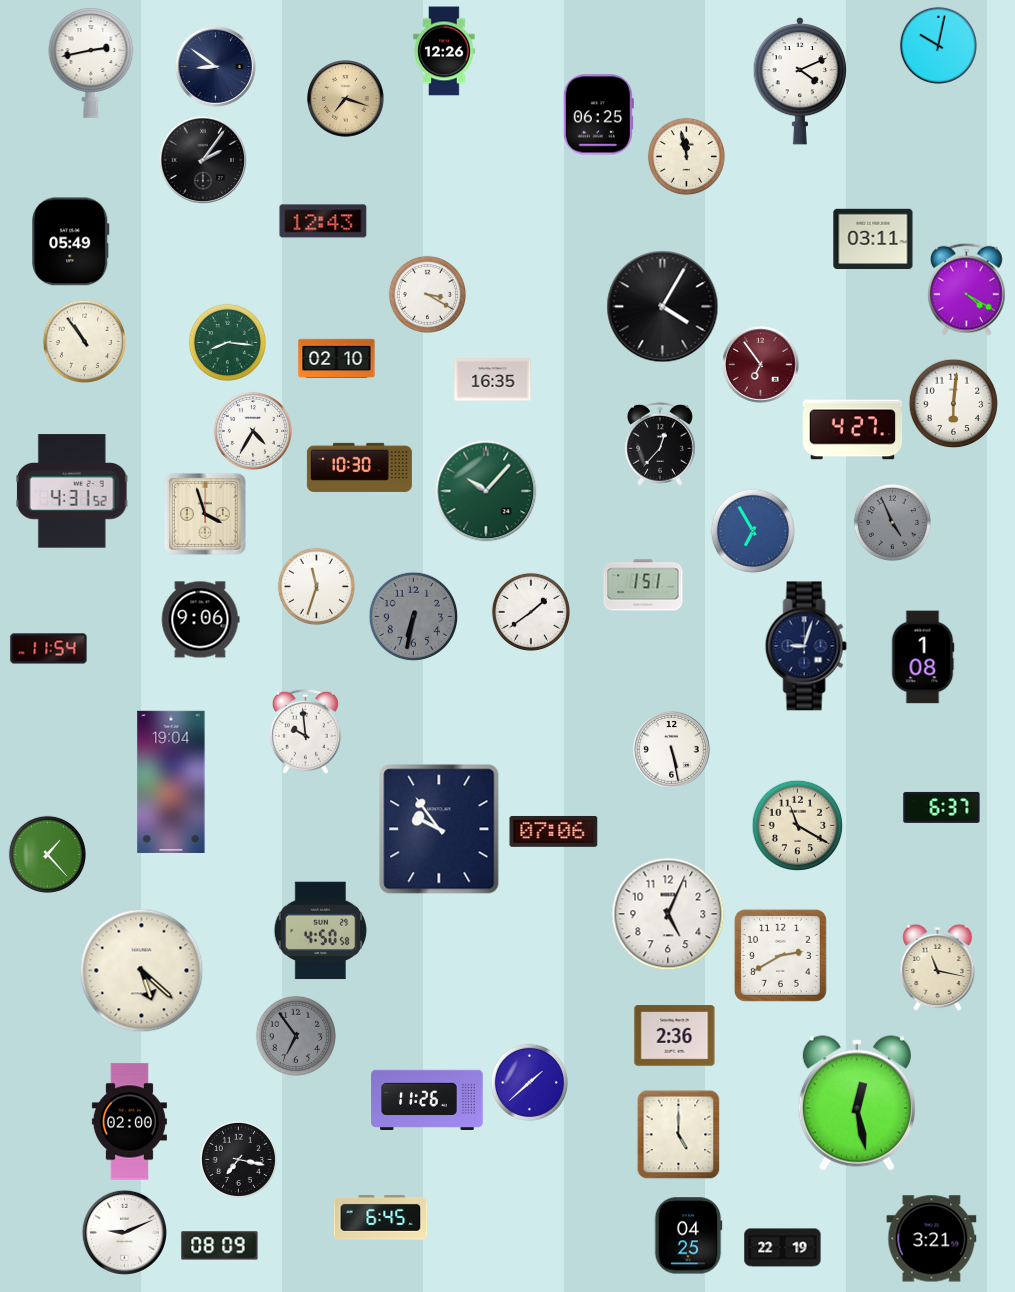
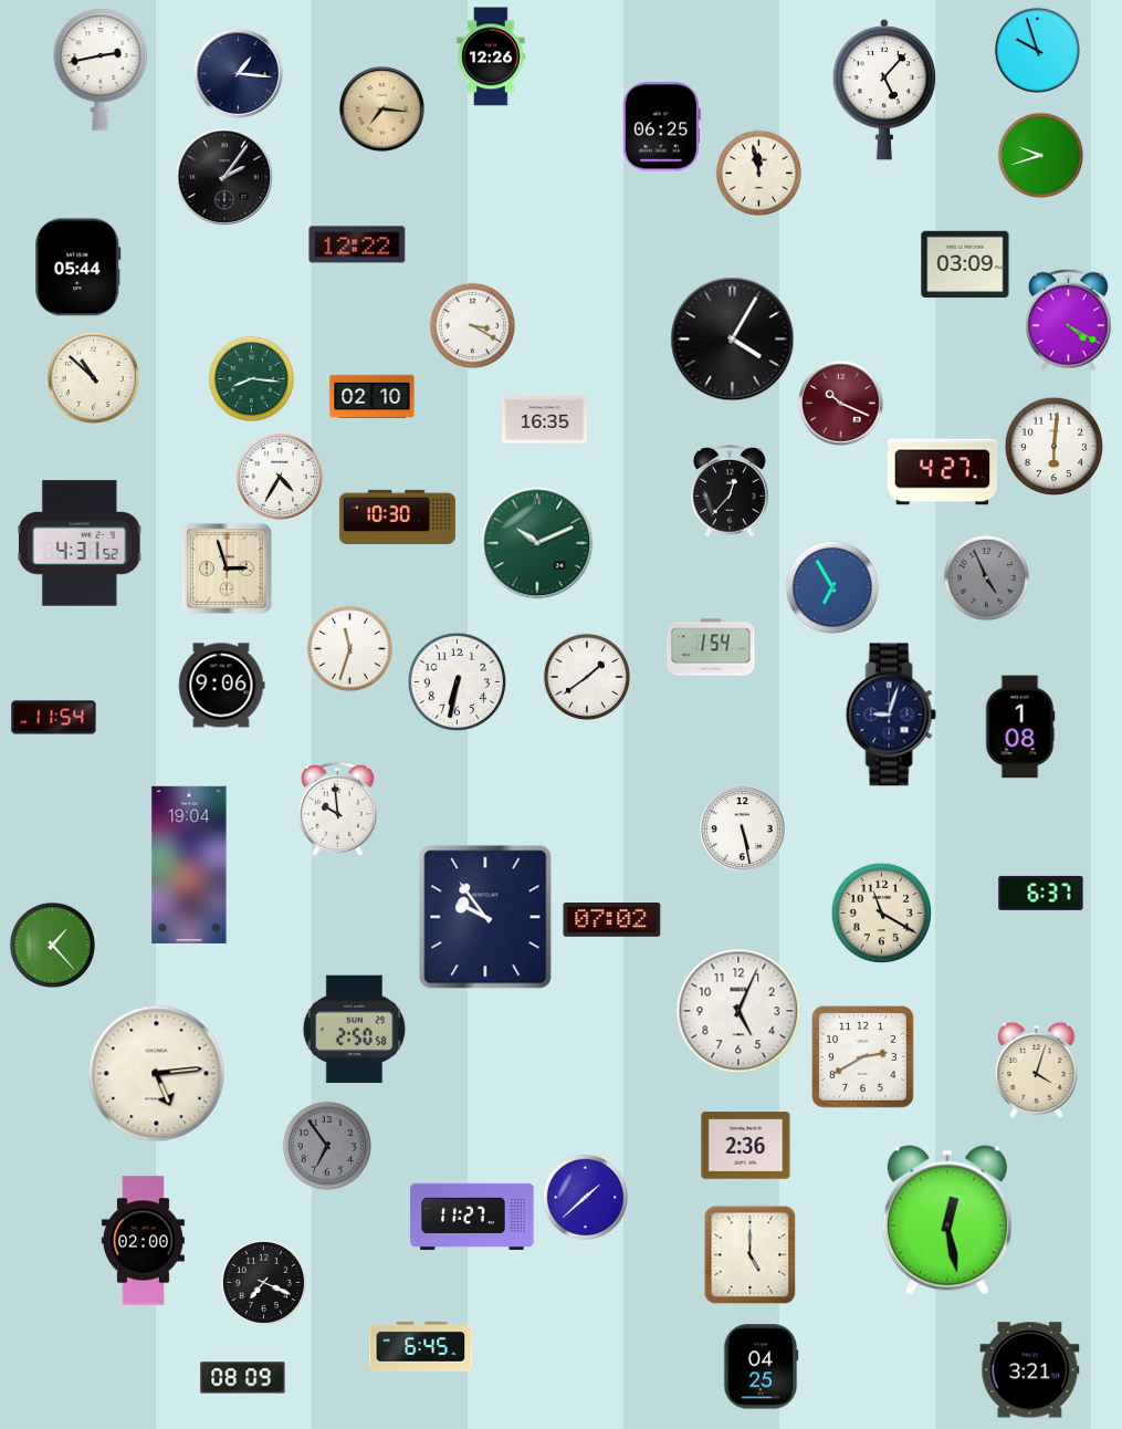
clock at (938, 45): 10:02 -> 9:57
clock at (215, 66): 8:51 -> 1:16
clock at (800, 81): 4:11 -> 5:07
clock at (346, 99): 7:18 -> 7:16
clock at (1040, 155): none -> 9:42
clock at (323, 221): 12:43 -> 12:22
clock at (873, 239): 03:11 -> 03:09
clock at (71, 242): 05:49 -> 05:44
clock at (84, 341): 10:54 -> 10:52
clock at (761, 365): 6:54 -> 10:19
clock at (853, 430) position: (853, 430) -> (943, 472)
clock at (486, 491): 10:07 -> 10:11
clock at (205, 514): 3:57 -> 2:57
clock at (643, 585): 1:51 -> 1:54
clock at (413, 616) dial: grey -> white
clock at (554, 831): 07:06 -> 07:02
clock at (321, 931): 4:50 -> 2:50
clock at (938, 967): 11:17 -> 4:03
clock at (142, 971): 5:22 -> 5:14
clock at (427, 1099): 11:26 -> 11:27
clock at (238, 1159): 7:17 -> 7:19
clock at (124, 1232): 9:11 -> none
clock at (783, 1248): 22:19 -> none
